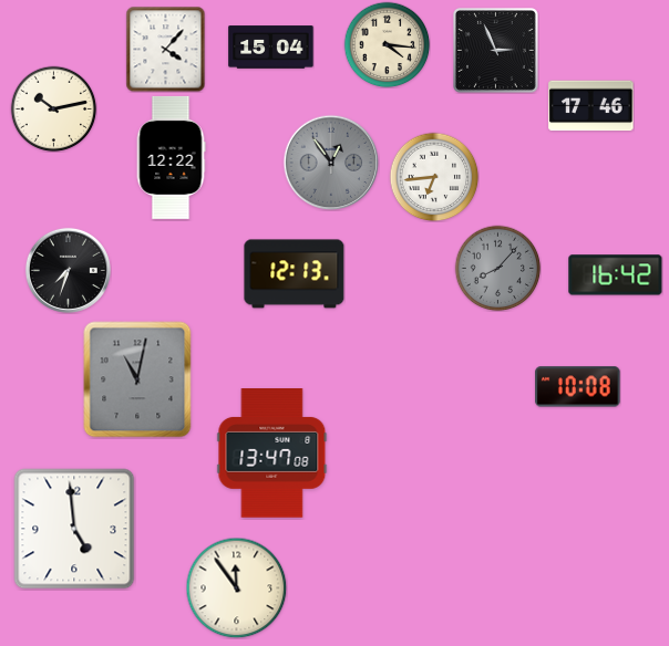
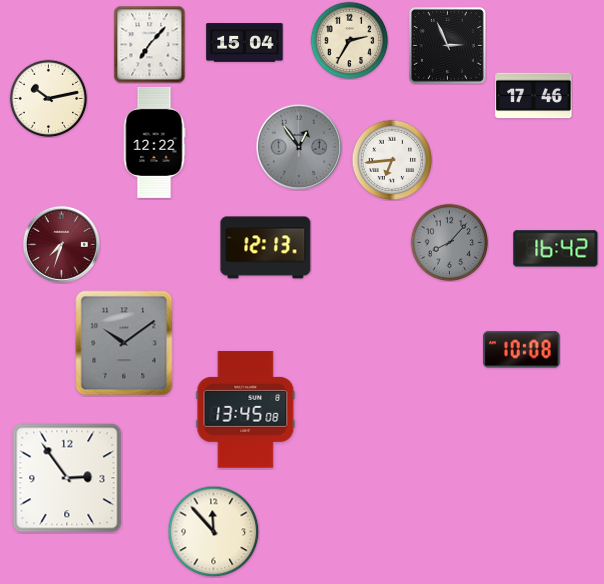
clock at (387, 44): 4:16 -> 2:35
clock at (166, 49): 4:07 -> 7:07
clock at (68, 270) dial: black -> burgundy
clock at (137, 379): 11:02 -> 10:09
clock at (272, 454): 13:47 -> 13:45
clock at (74, 529): 4:59 -> 2:54
clock at (236, 587): 11:54 -> 11:53
